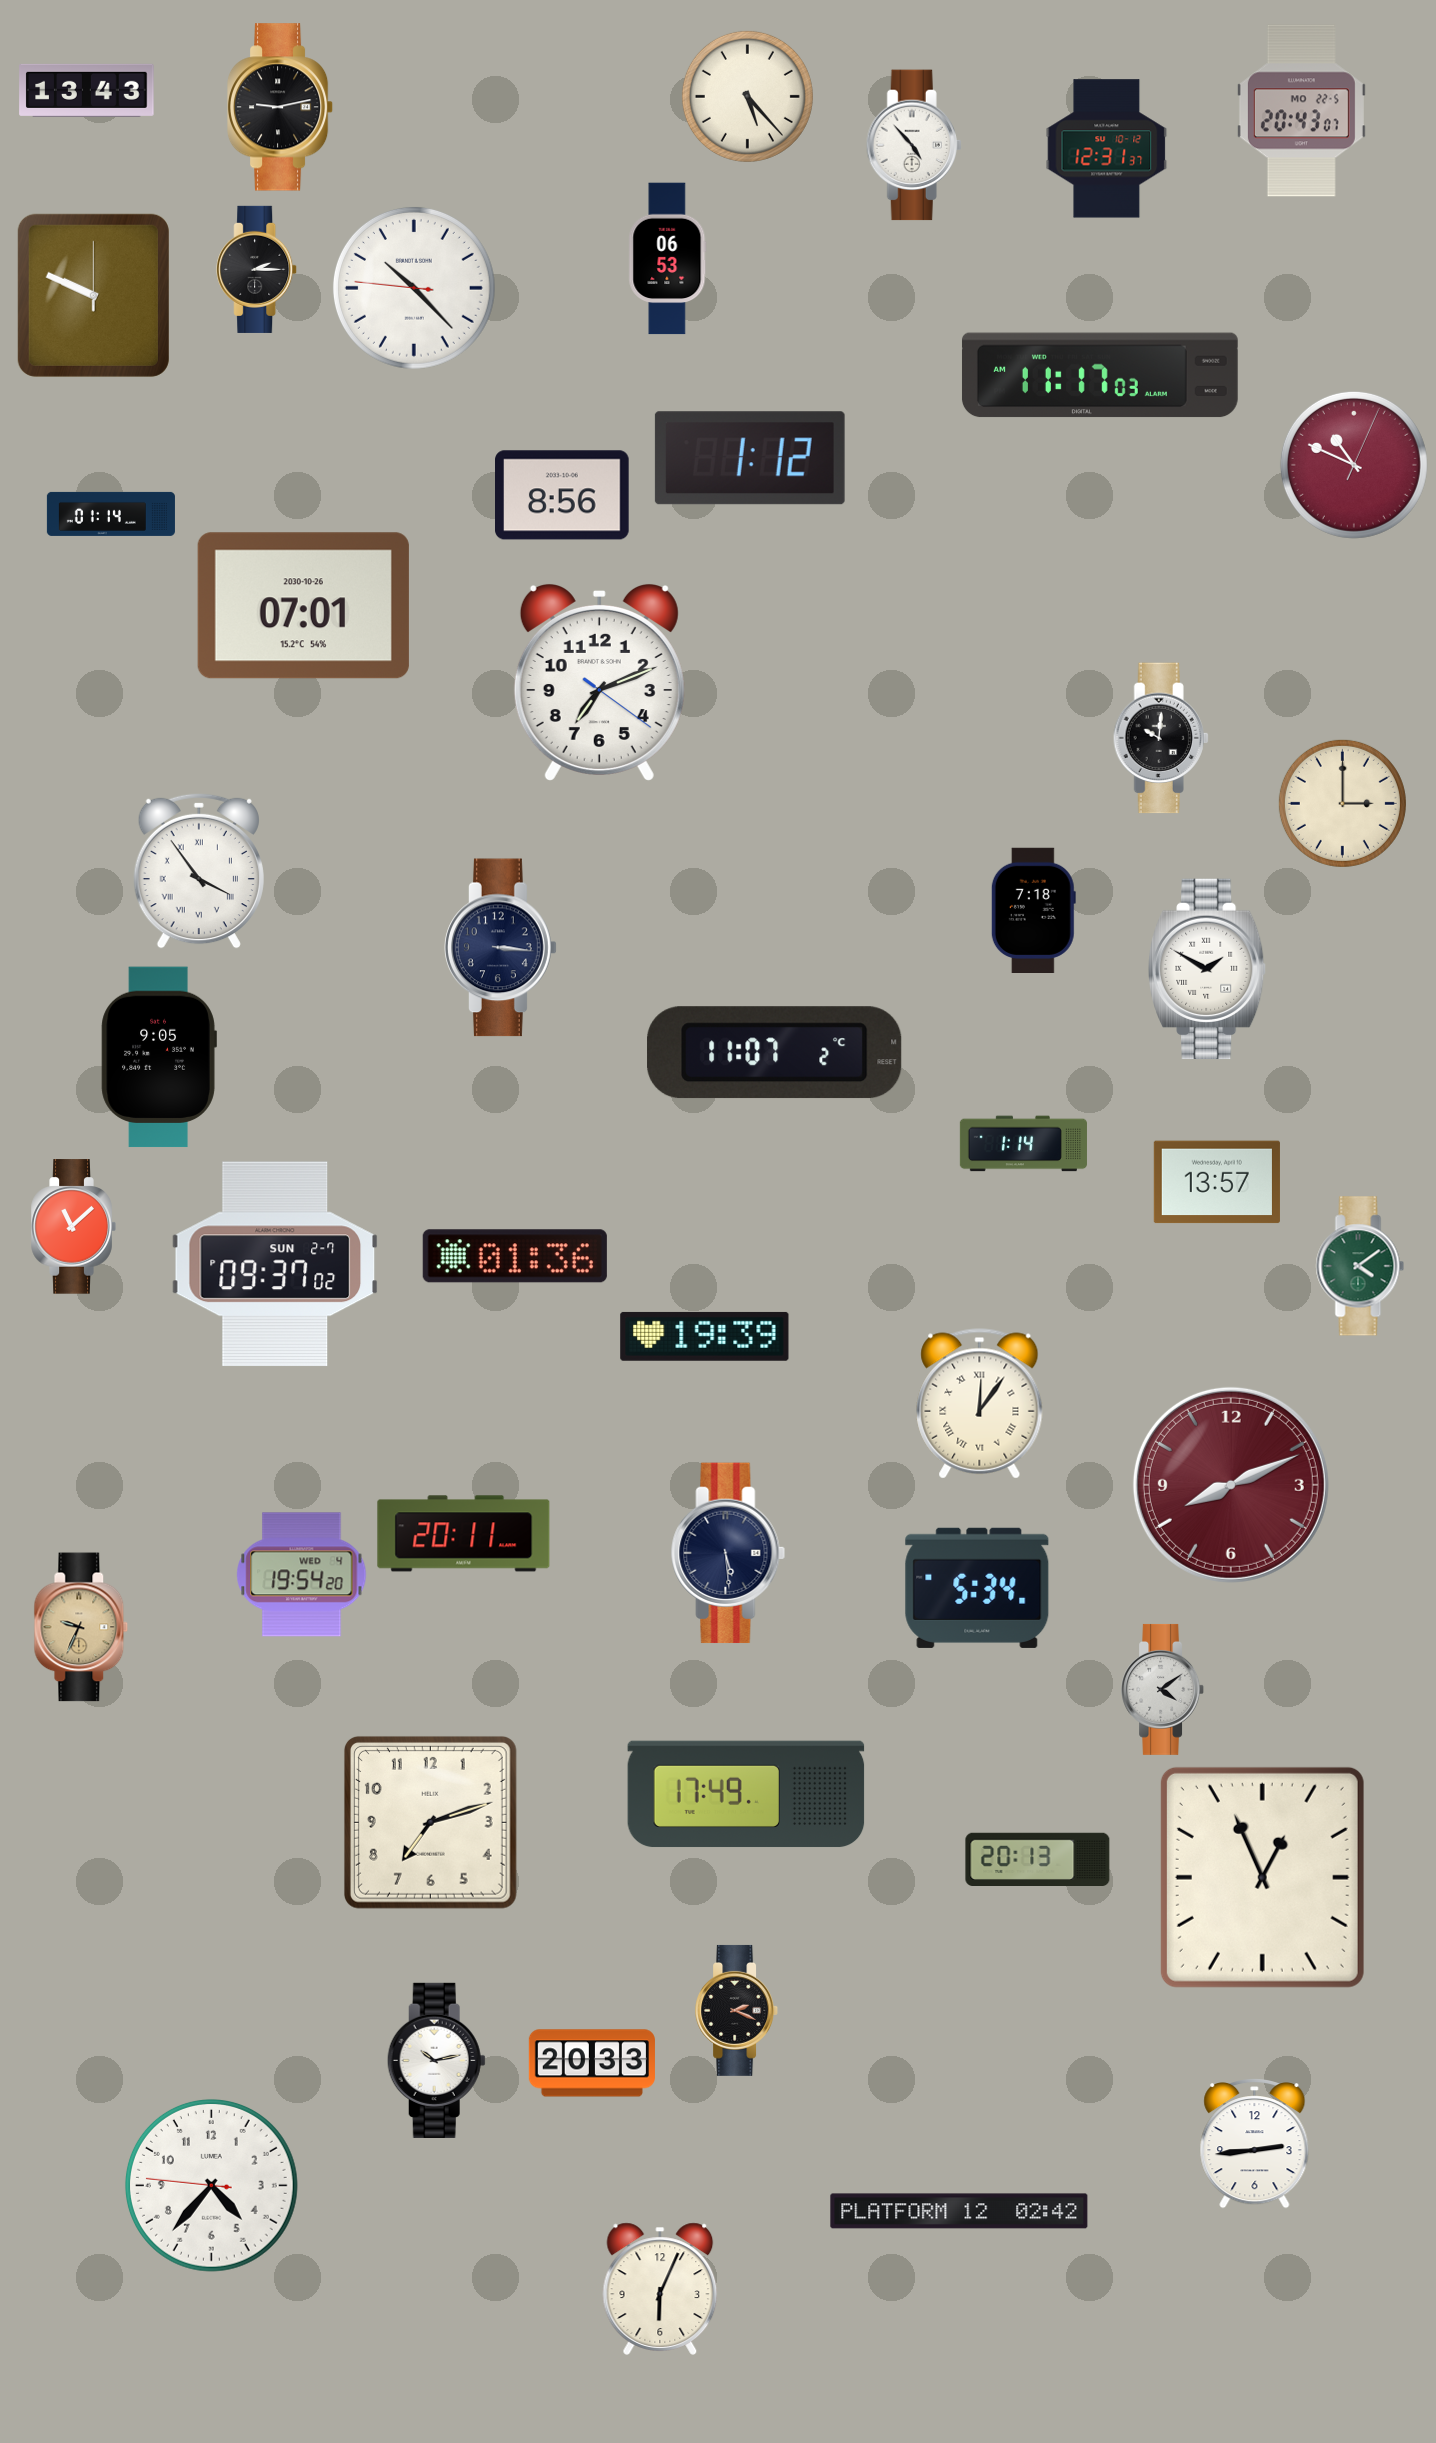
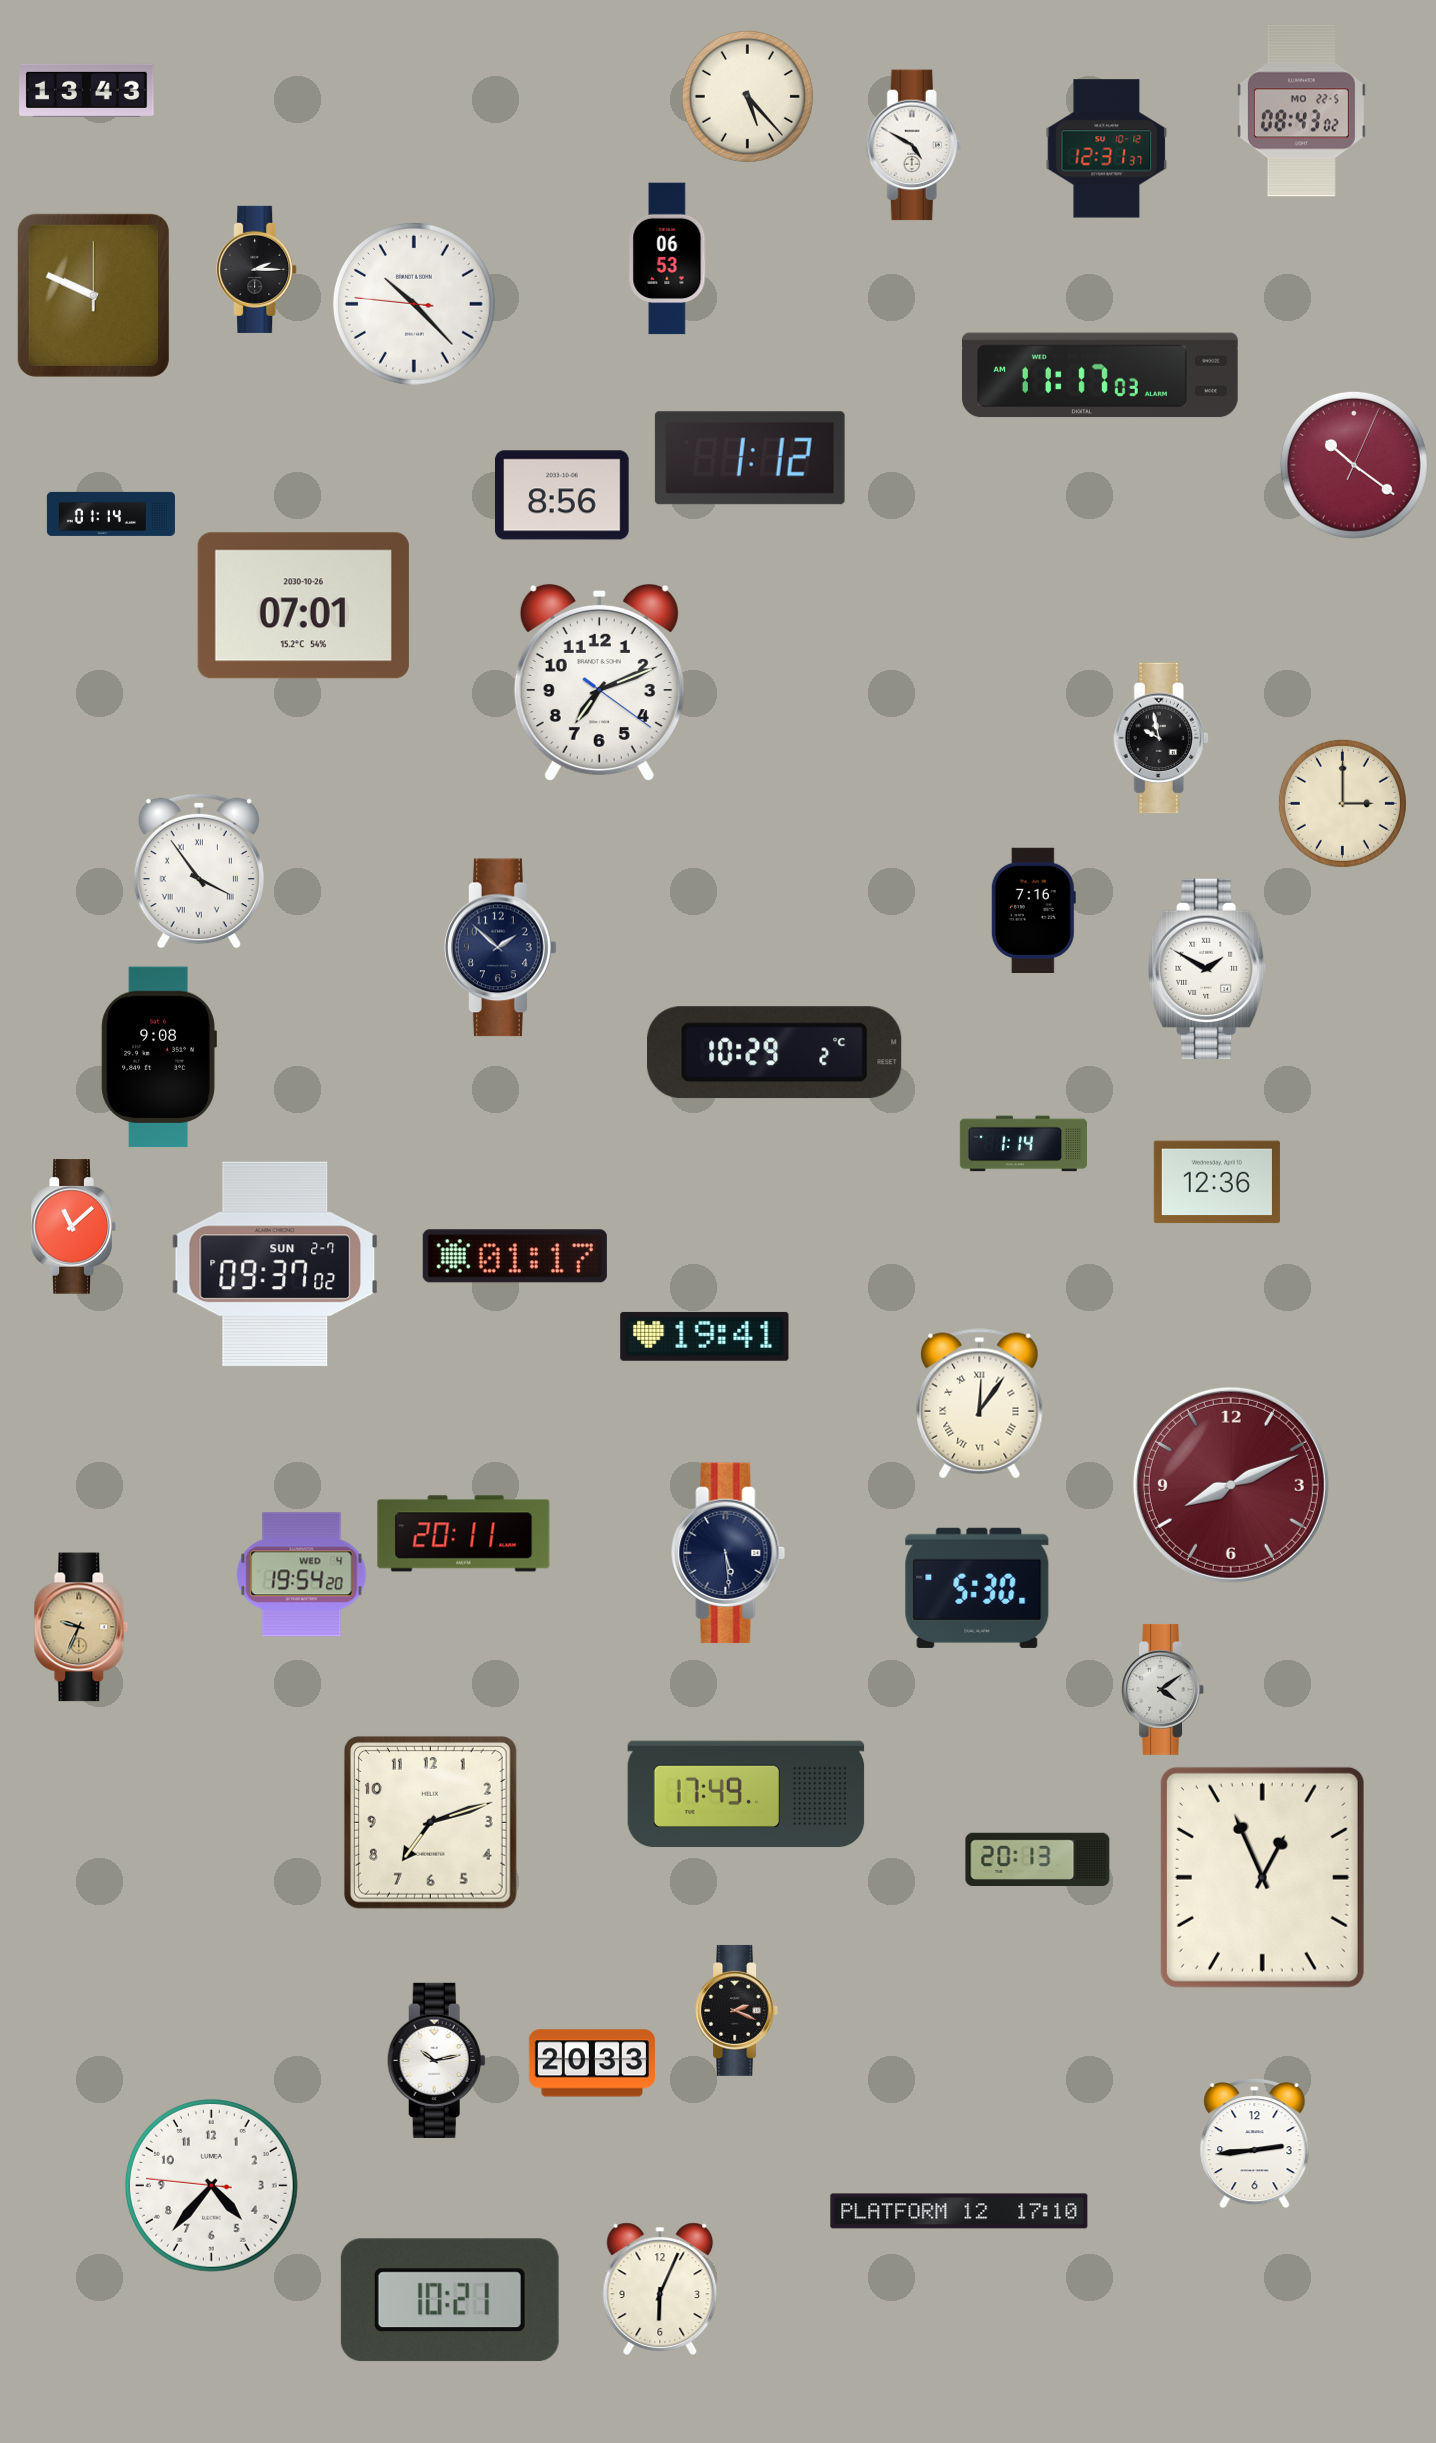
clock at (280, 107): 9:13 -> none
clock at (1301, 111): 20:43 -> 08:43
clock at (914, 145): 4:53 -> 4:50
clock at (414, 288) position: (414, 288) -> (414, 304)
clock at (1354, 465): 10:49 -> 10:21
clock at (1161, 738): 10:01 -> 9:58
clock at (1033, 910): 7:18 -> 7:16
clock at (501, 948): 3:16 -> 1:52
clock at (775, 1053): 11:07 -> 10:29
clock at (159, 1057): 9:05 -> 9:08
clock at (1217, 1182): 13:57 -> 12:36
clock at (515, 1256): 01:36 -> 01:17
clock at (1360, 1266): 4:09 -> none
clock at (705, 1336): 19:39 -> 19:41
clock at (977, 1588): 5:34 -> 5:30
clock at (959, 2211): 02:42 -> 17:10
clock at (450, 2300): none -> 10:21
